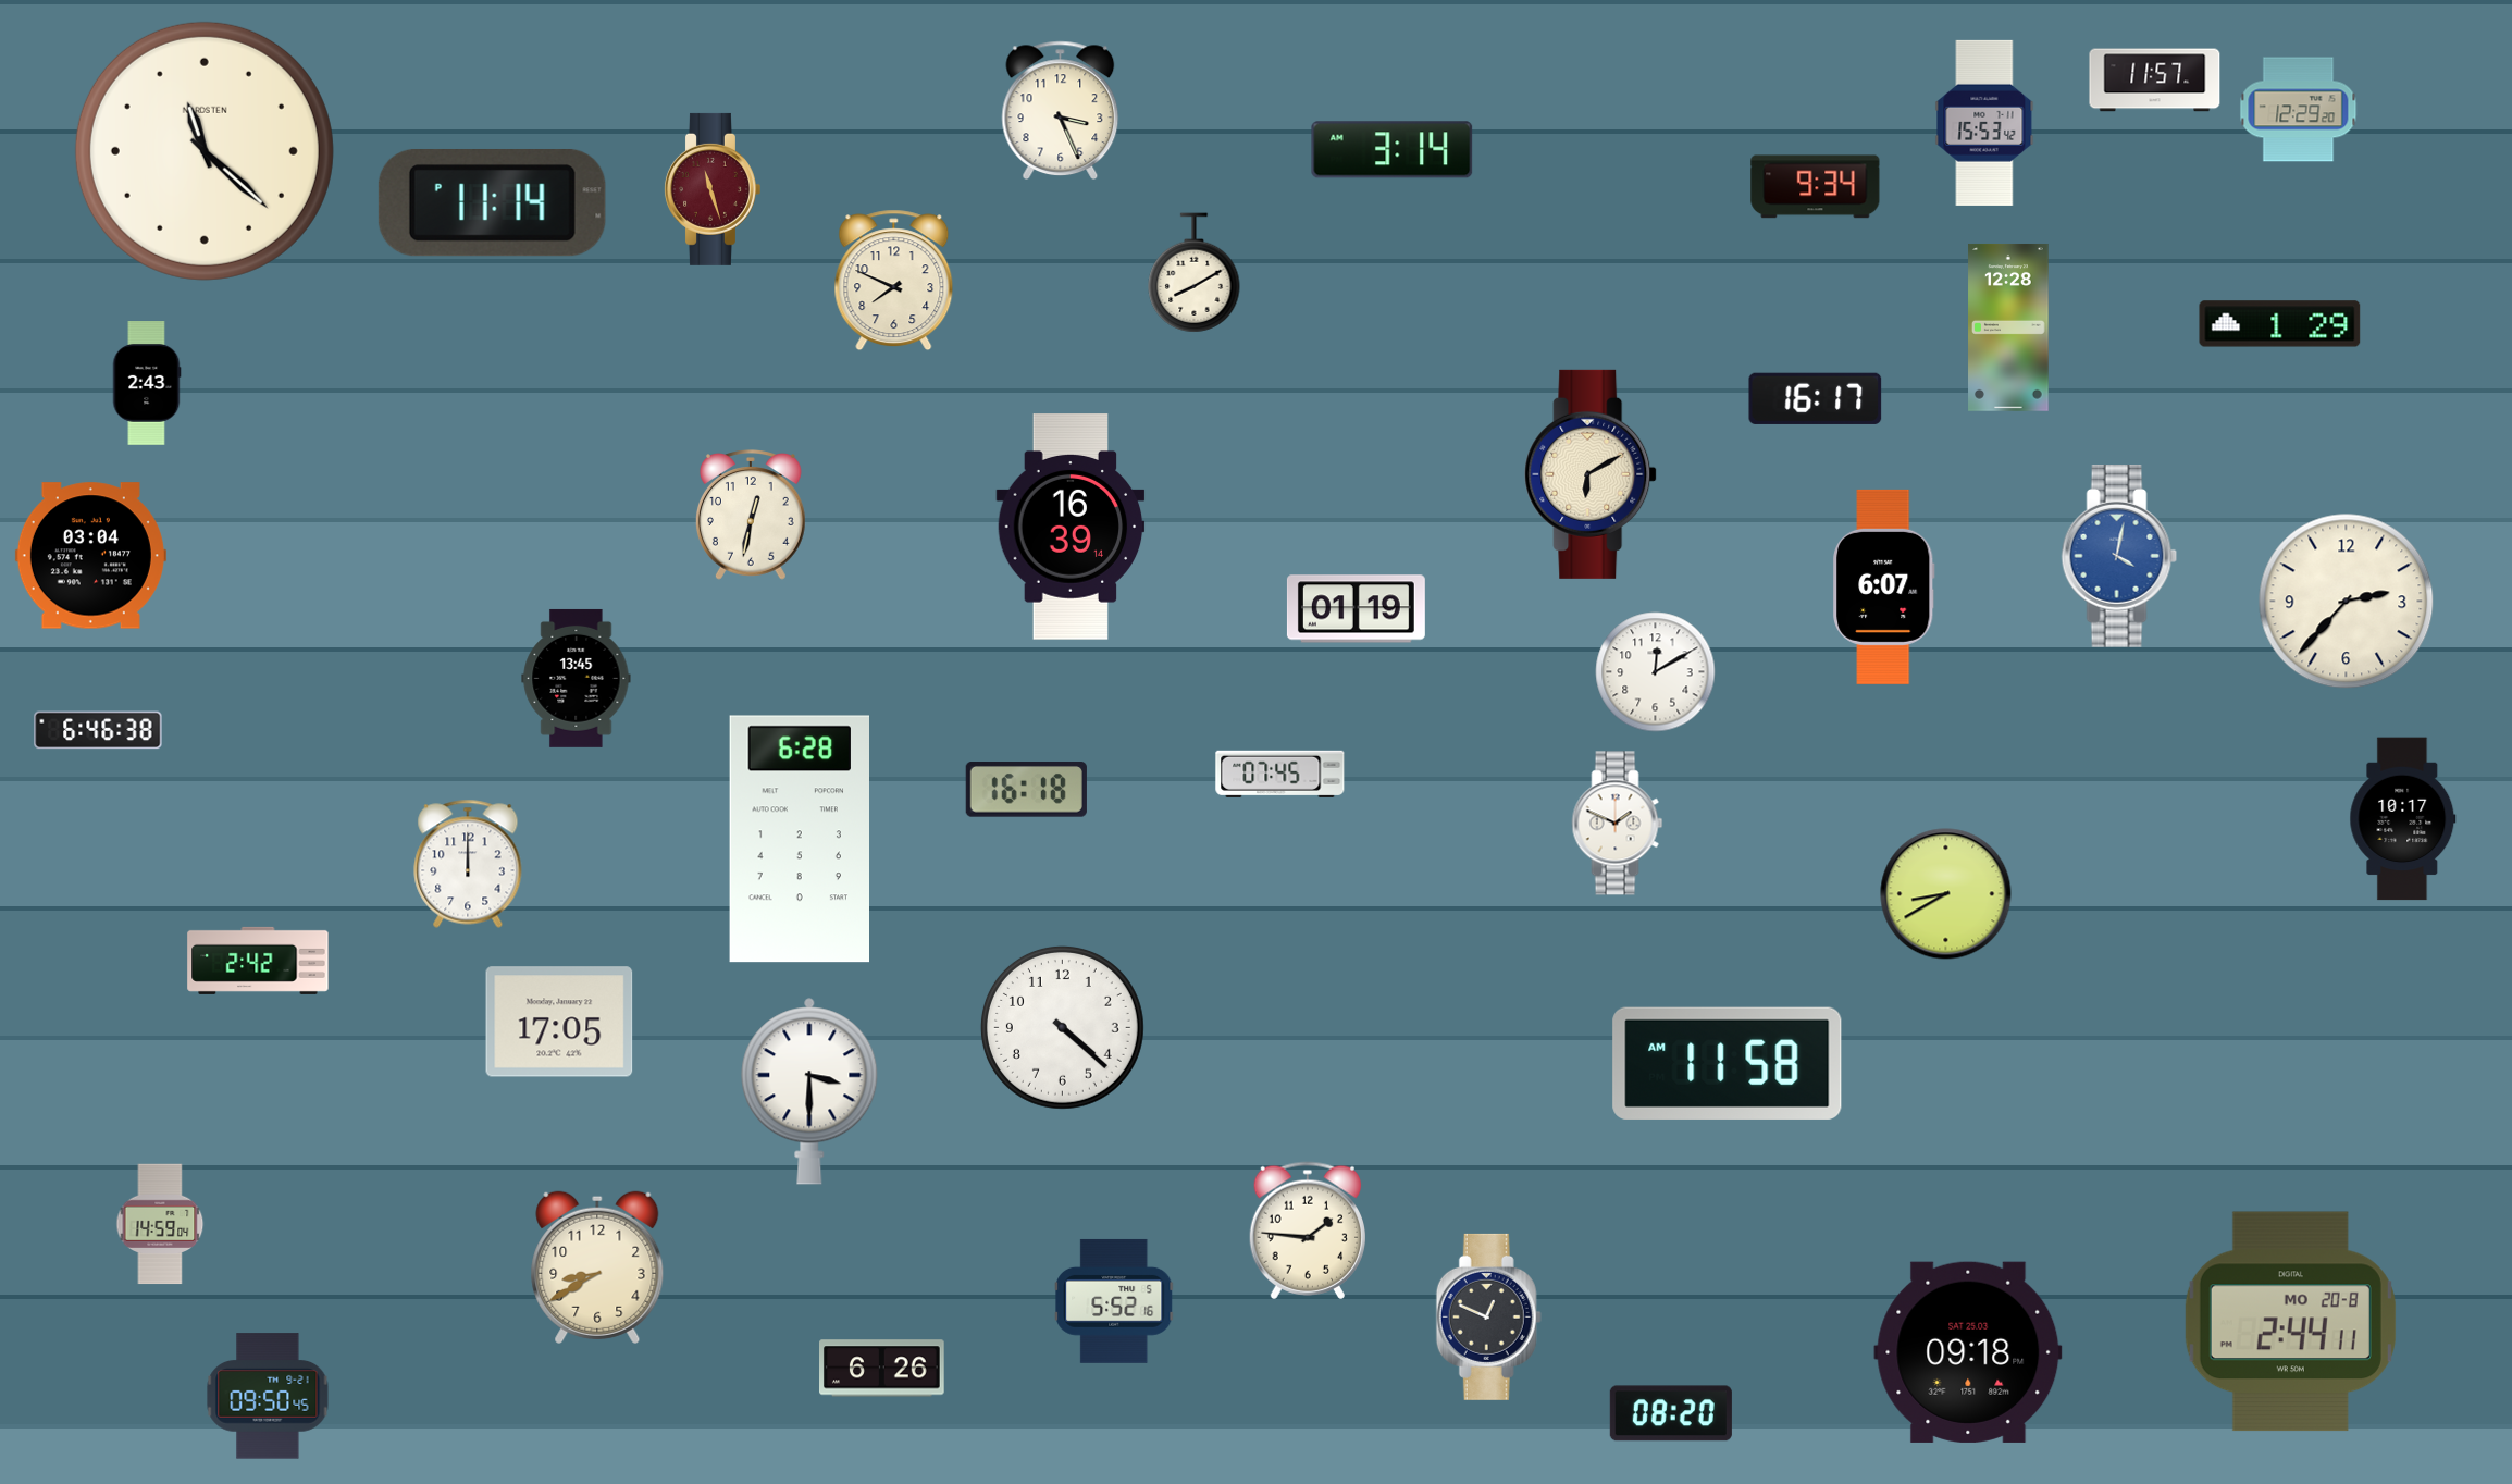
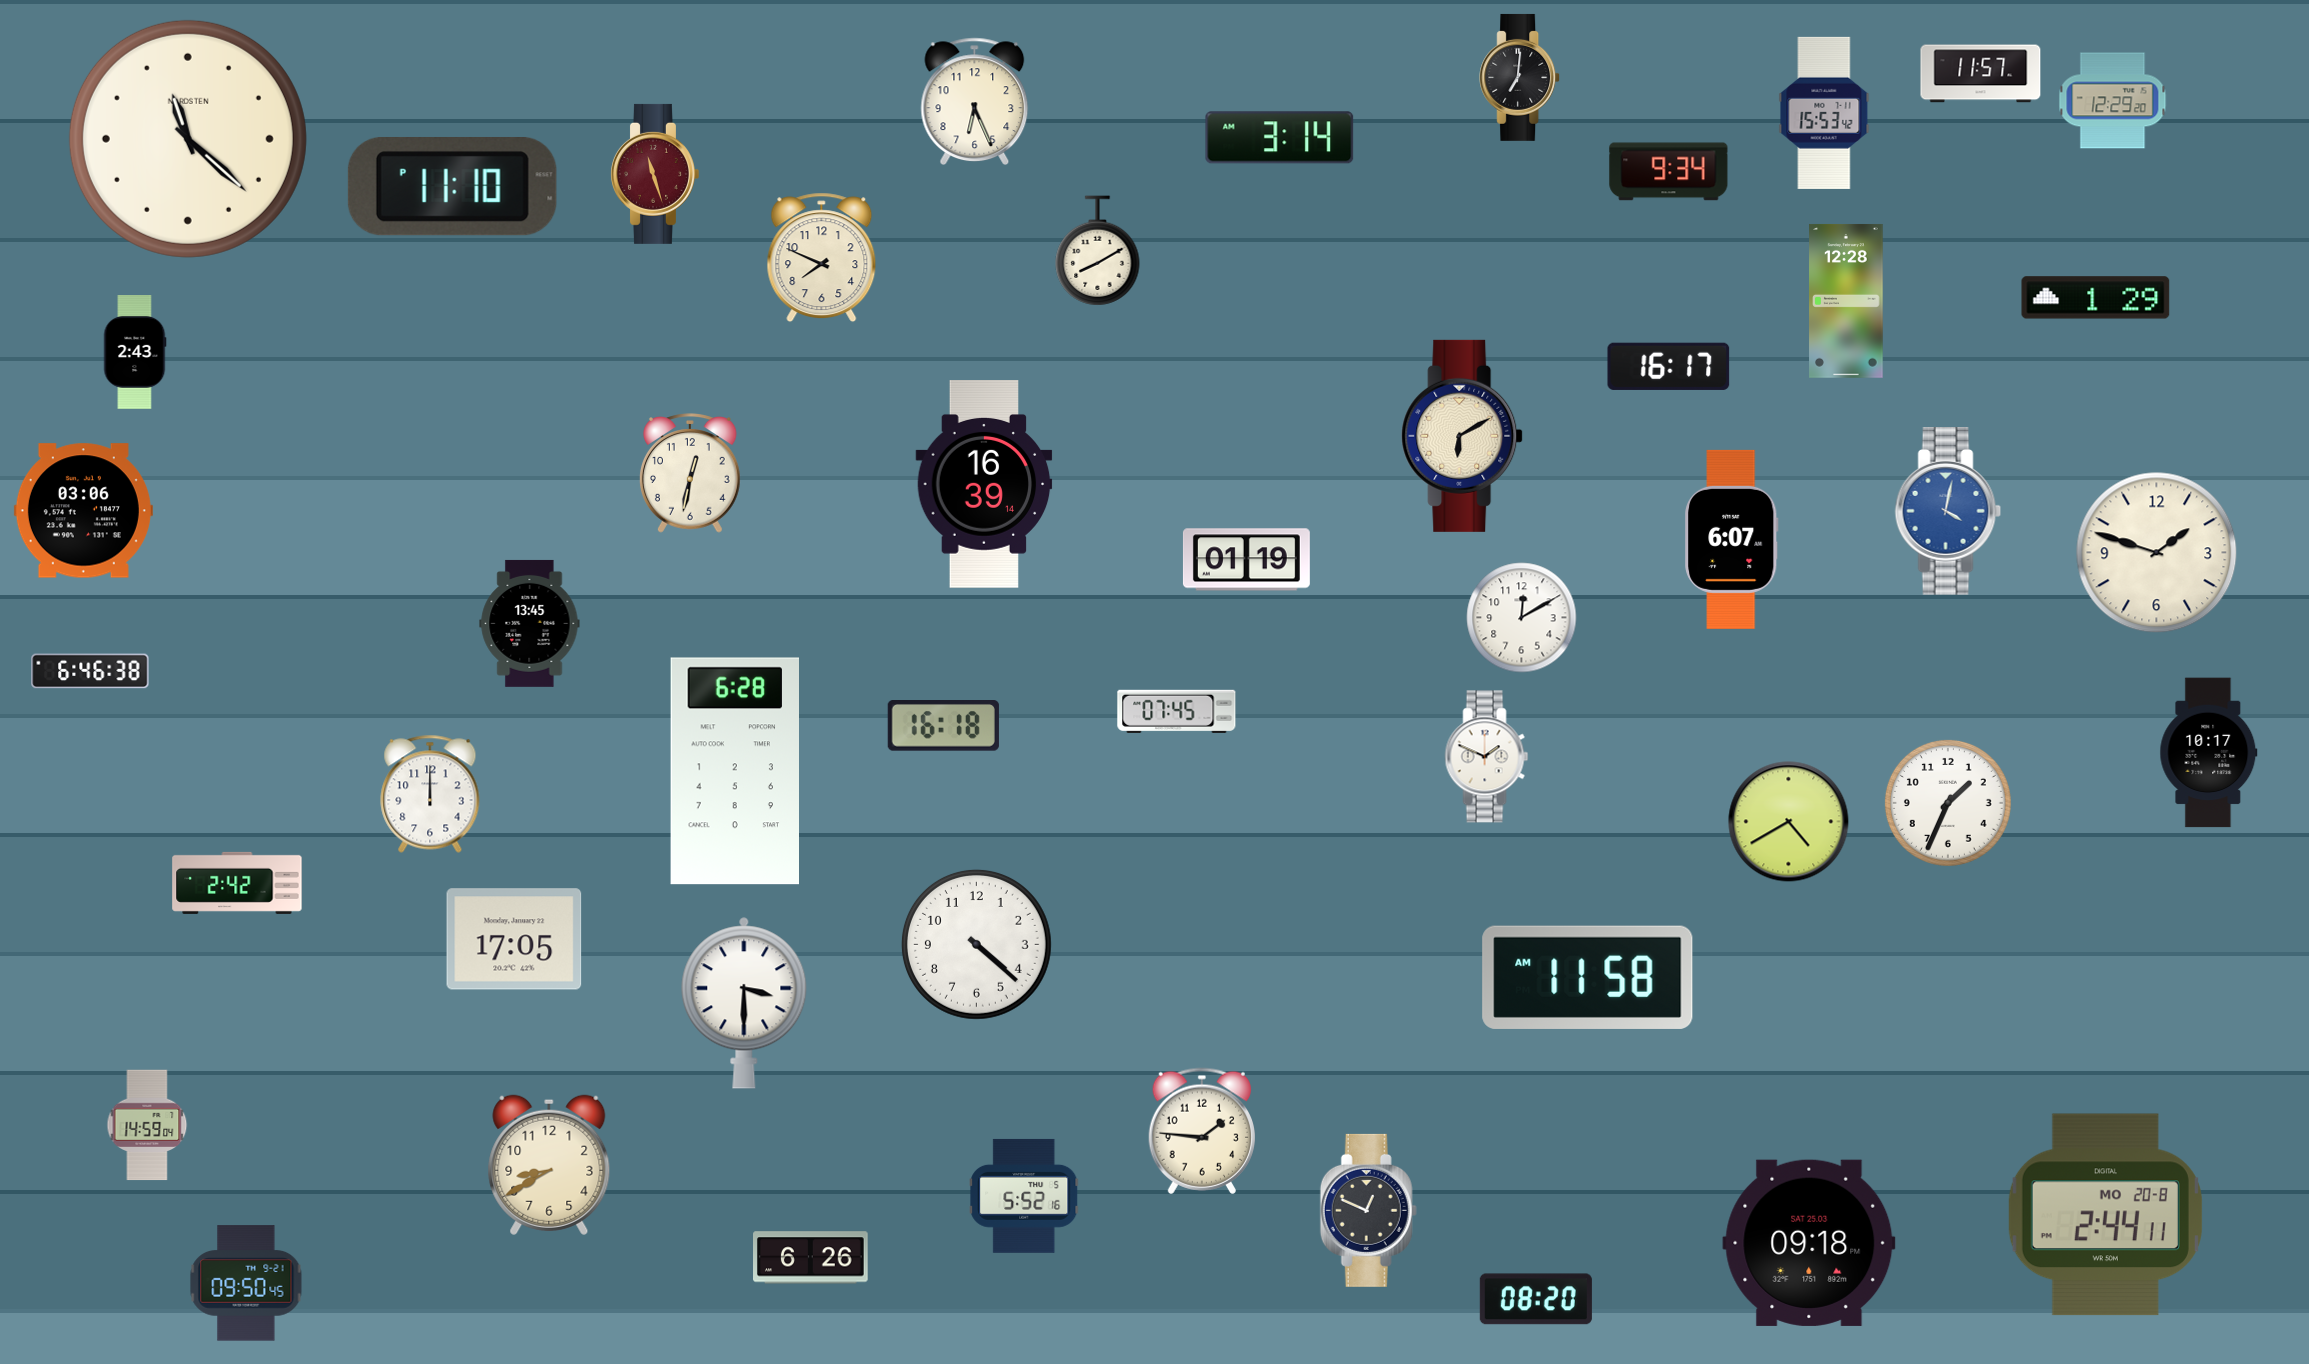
clock at (1520, 77): none -> 7:01
clock at (1061, 110): 3:26 -> 6:26
clock at (492, 202): 11:14 -> 11:10
clock at (90, 556): 03:04 -> 03:06
clock at (2347, 602): 2:37 -> 1:48
clock at (1948, 803): none -> 1:34
clock at (1946, 894): 8:40 -> 4:40
